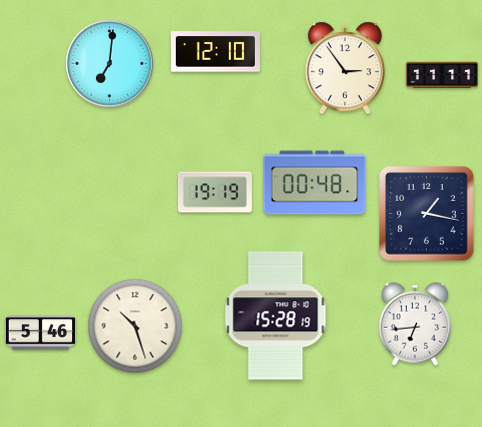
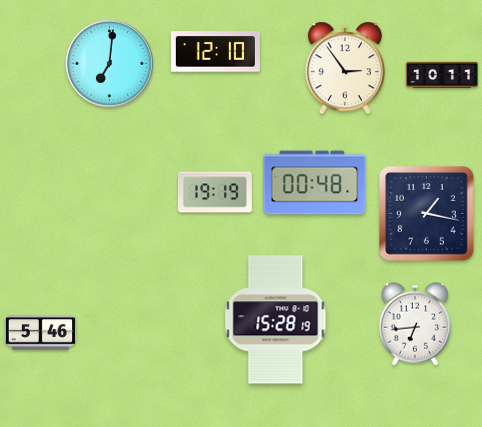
clock at (441, 75): 11:11 -> 10:11
clock at (276, 316) position: (276, 316) -> (276, 320)
clock at (135, 326): 10:27 -> none
